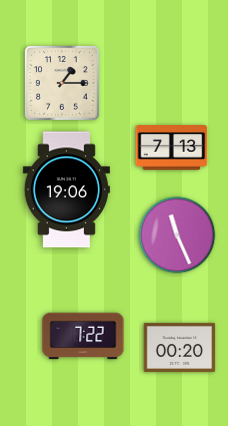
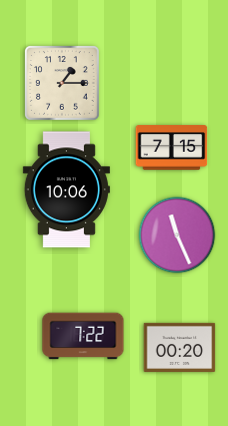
clock at (172, 148): 7:13 -> 7:15
clock at (66, 190): 19:06 -> 10:06
